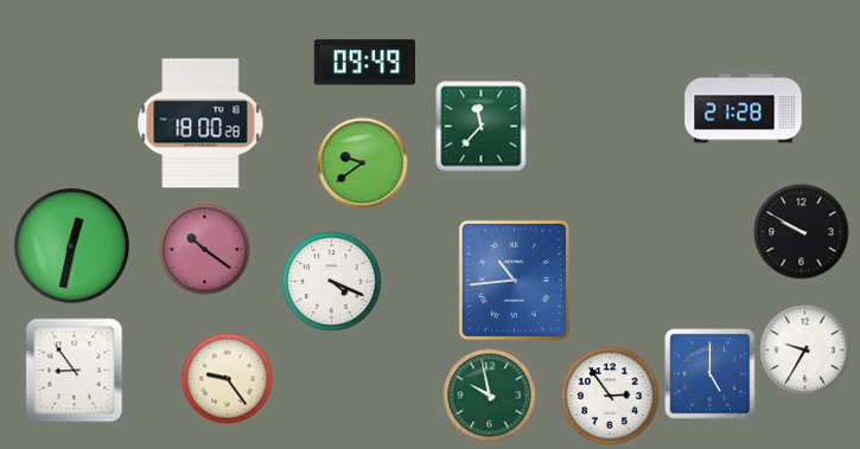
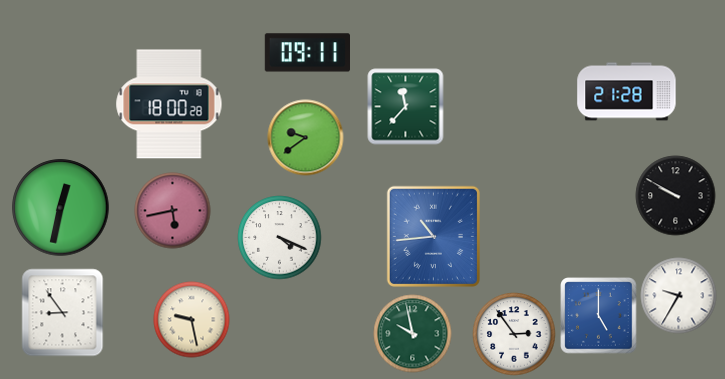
clock at (364, 63): 09:49 -> 09:11
clock at (205, 250): 10:21 -> 5:43
clock at (228, 379): 9:24 -> 9:28
